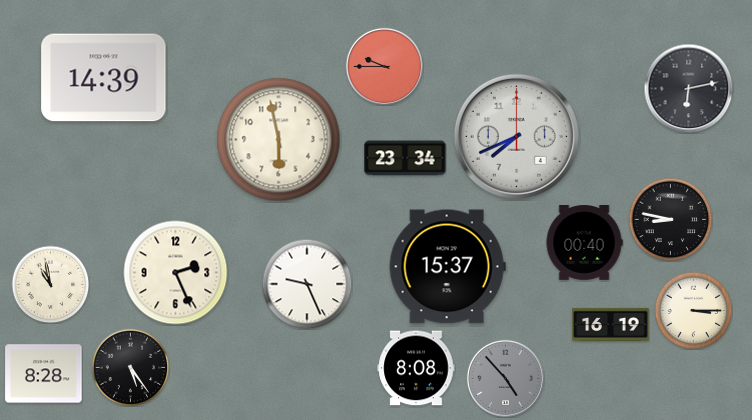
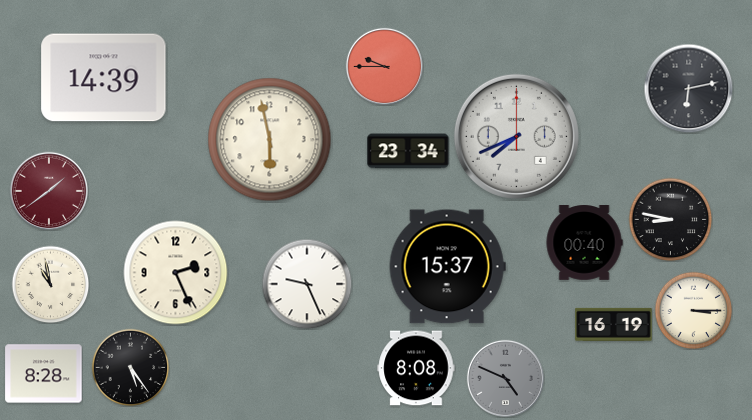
clock at (279, 140) position: (279, 140) -> (270, 140)
clock at (405, 158) position: (405, 158) -> (408, 151)
clock at (49, 191): none -> 1:39
clock at (611, 324) position: (611, 324) -> (614, 324)
clock at (505, 378): 4:53 -> 4:49
